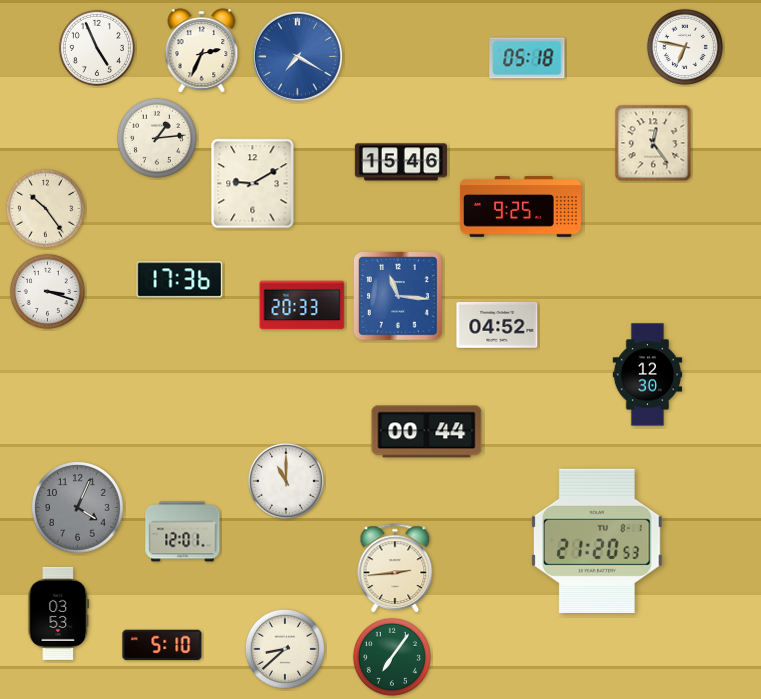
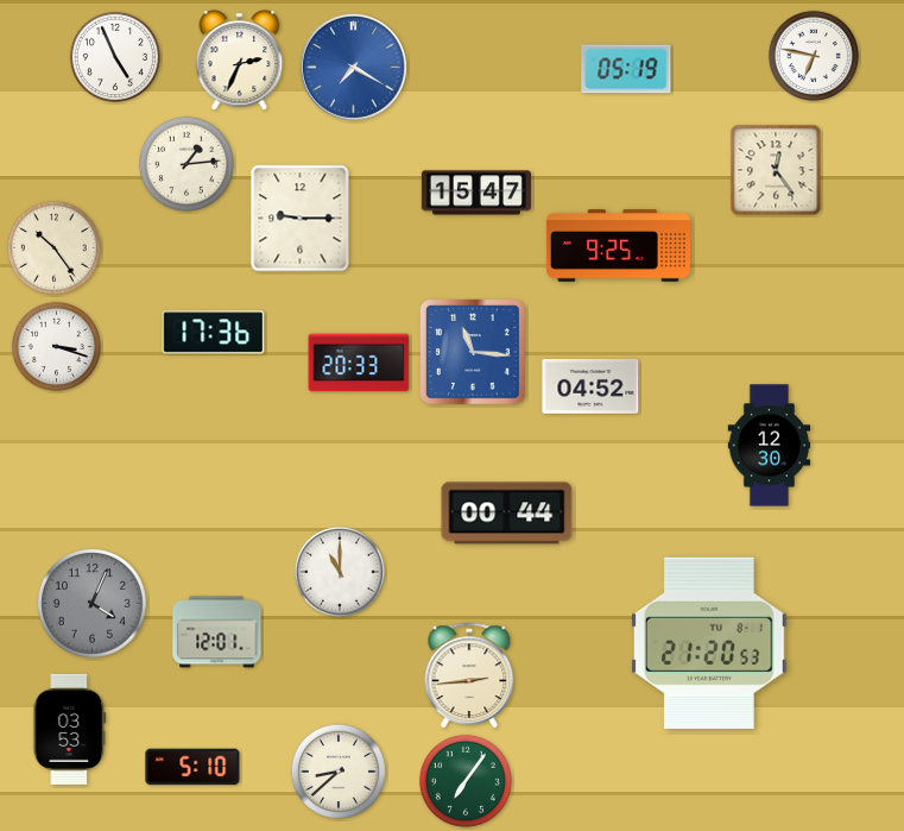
clock at (527, 58): 05:18 -> 05:19
clock at (401, 162): 15:46 -> 15:47
clock at (253, 184): 9:10 -> 9:15
